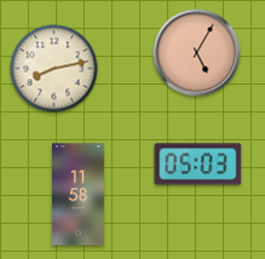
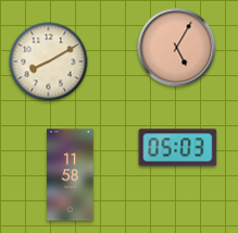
clock at (54, 69): 8:13 -> 8:10
